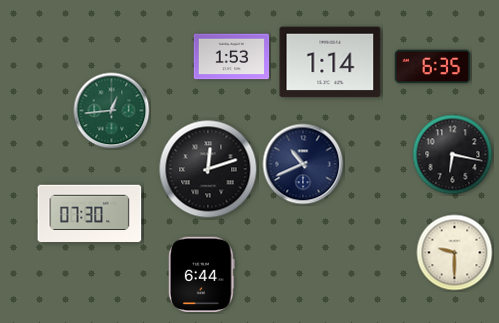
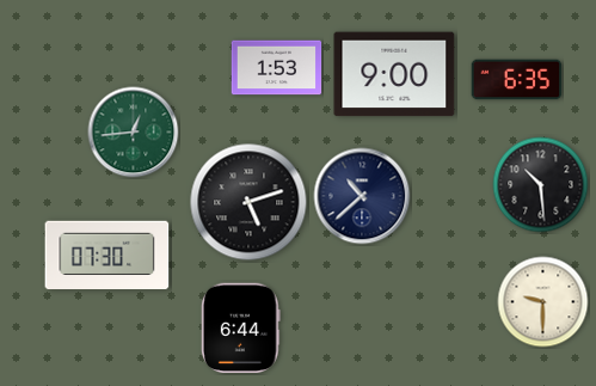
clock at (330, 62): 1:14 -> 9:00
clock at (453, 155): 6:17 -> 10:29
clock at (303, 164): 10:41 -> 10:38
clock at (208, 169): 12:12 -> 5:12
